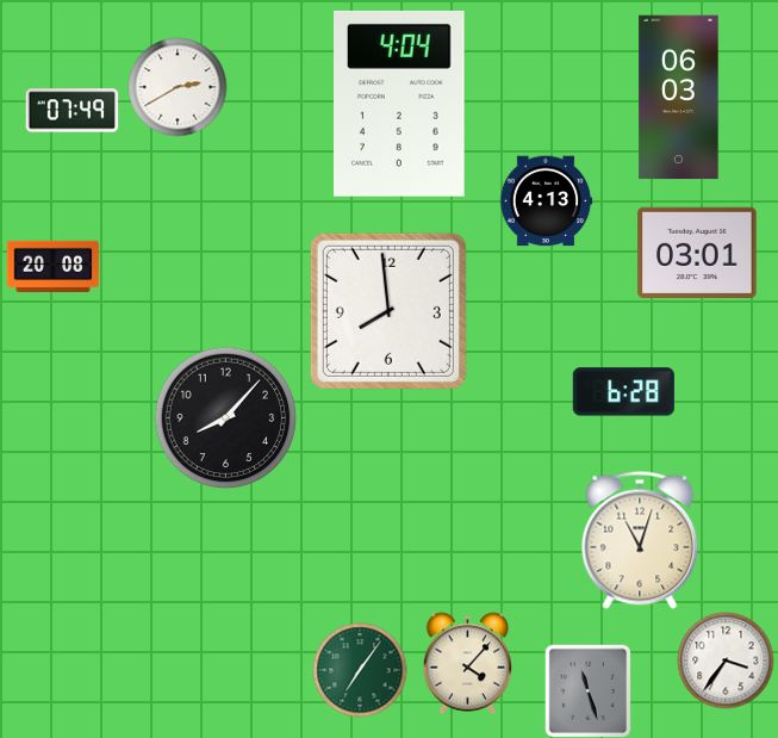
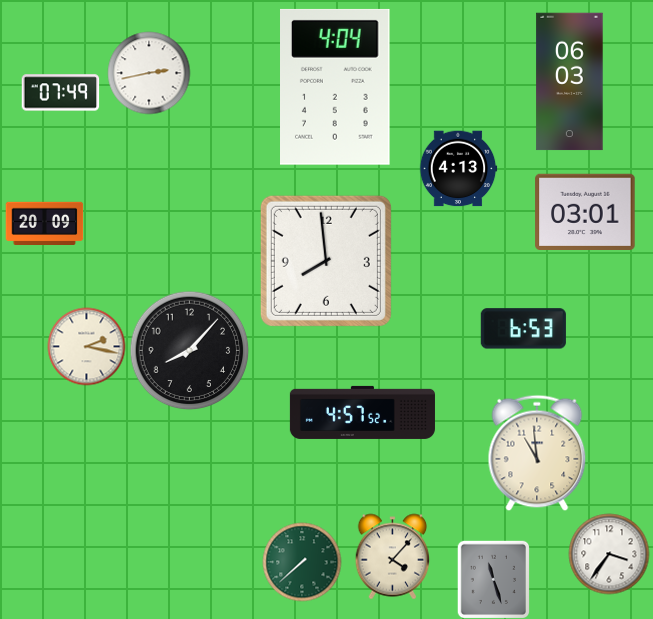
clock at (178, 87): 2:40 -> 2:43
clock at (52, 266): 20:08 -> 20:09
clock at (623, 392): 6:28 -> 6:53
clock at (86, 346): none -> 2:17
clock at (362, 412): none -> 4:57
clock at (640, 540): 11:03 -> 10:59
clock at (360, 670): 7:06 -> 7:38
